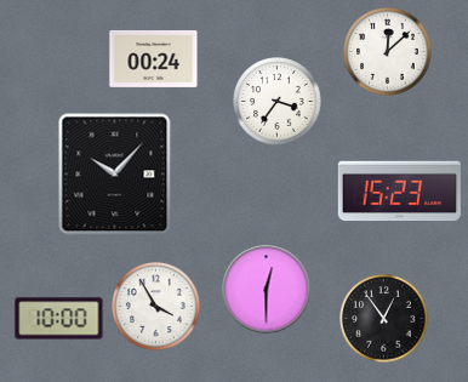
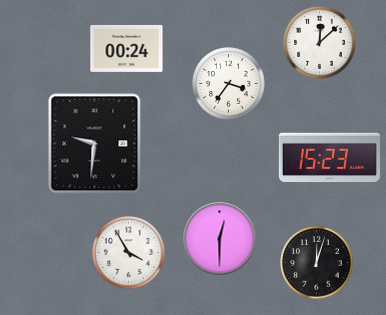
clock at (115, 175): 10:07 -> 9:31
clock at (59, 319): 10:00 -> none
clock at (384, 319): 12:54 -> 12:03
